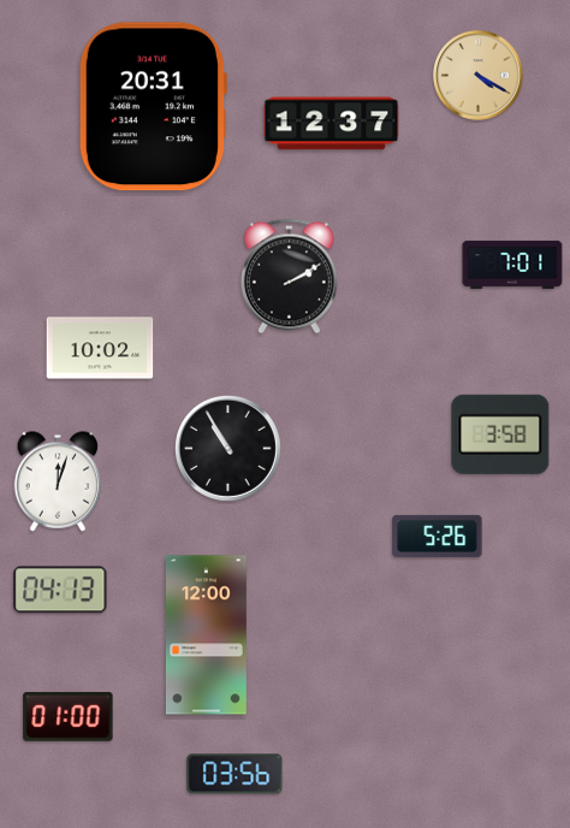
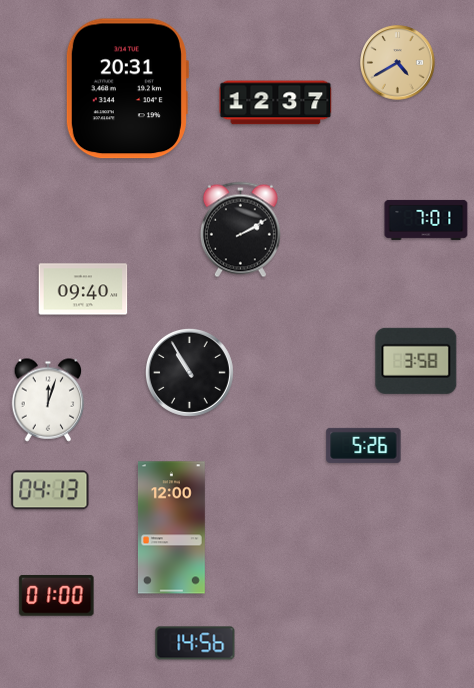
clock at (479, 76): 4:20 -> 4:40
clock at (100, 348): 10:02 -> 09:40
clock at (234, 774): 03:56 -> 14:56
